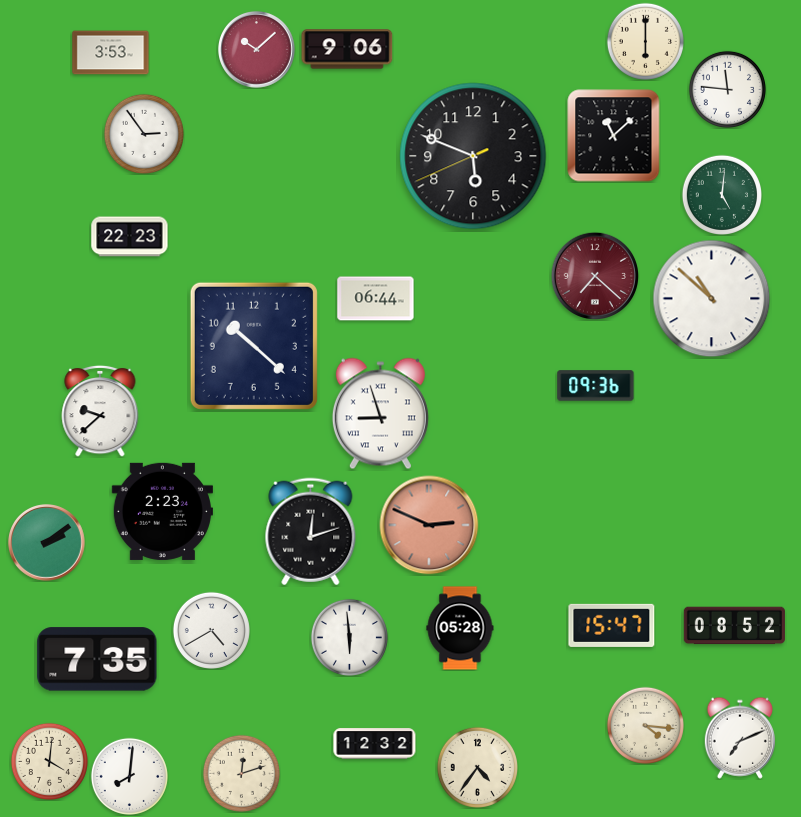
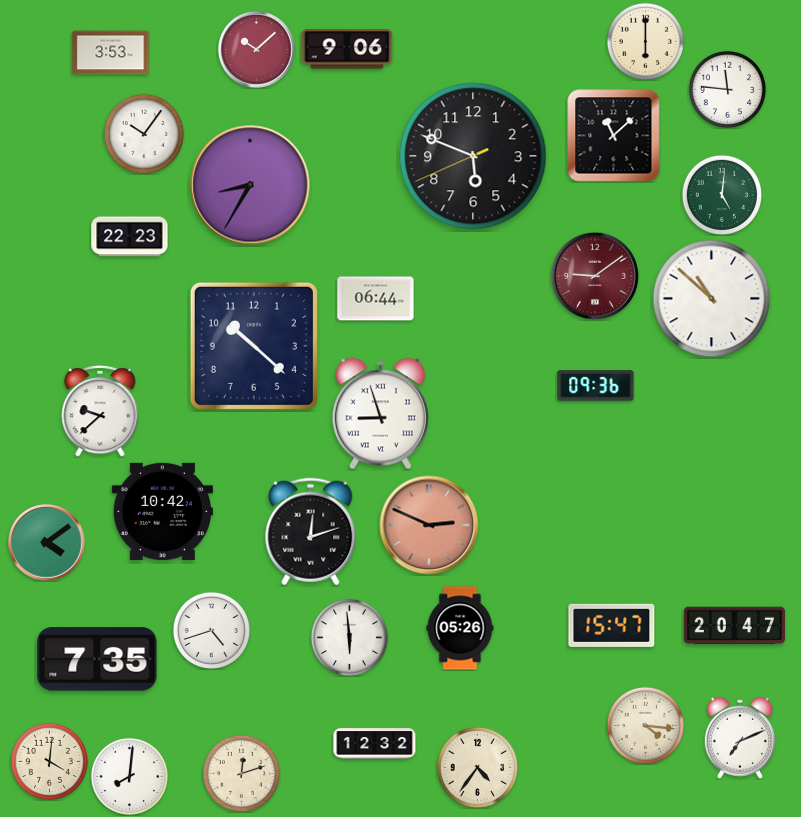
clock at (143, 133): 2:54 -> 10:06
clock at (250, 185): none -> 8:35
clock at (594, 275): 7:22 -> 9:09
clock at (162, 511): 2:23 -> 10:42
clock at (47, 543): 2:09 -> 4:09
clock at (734, 626): 08:52 -> 20:47
clock at (460, 628): 05:28 -> 05:26
clock at (211, 630): 4:40 -> 4:42
